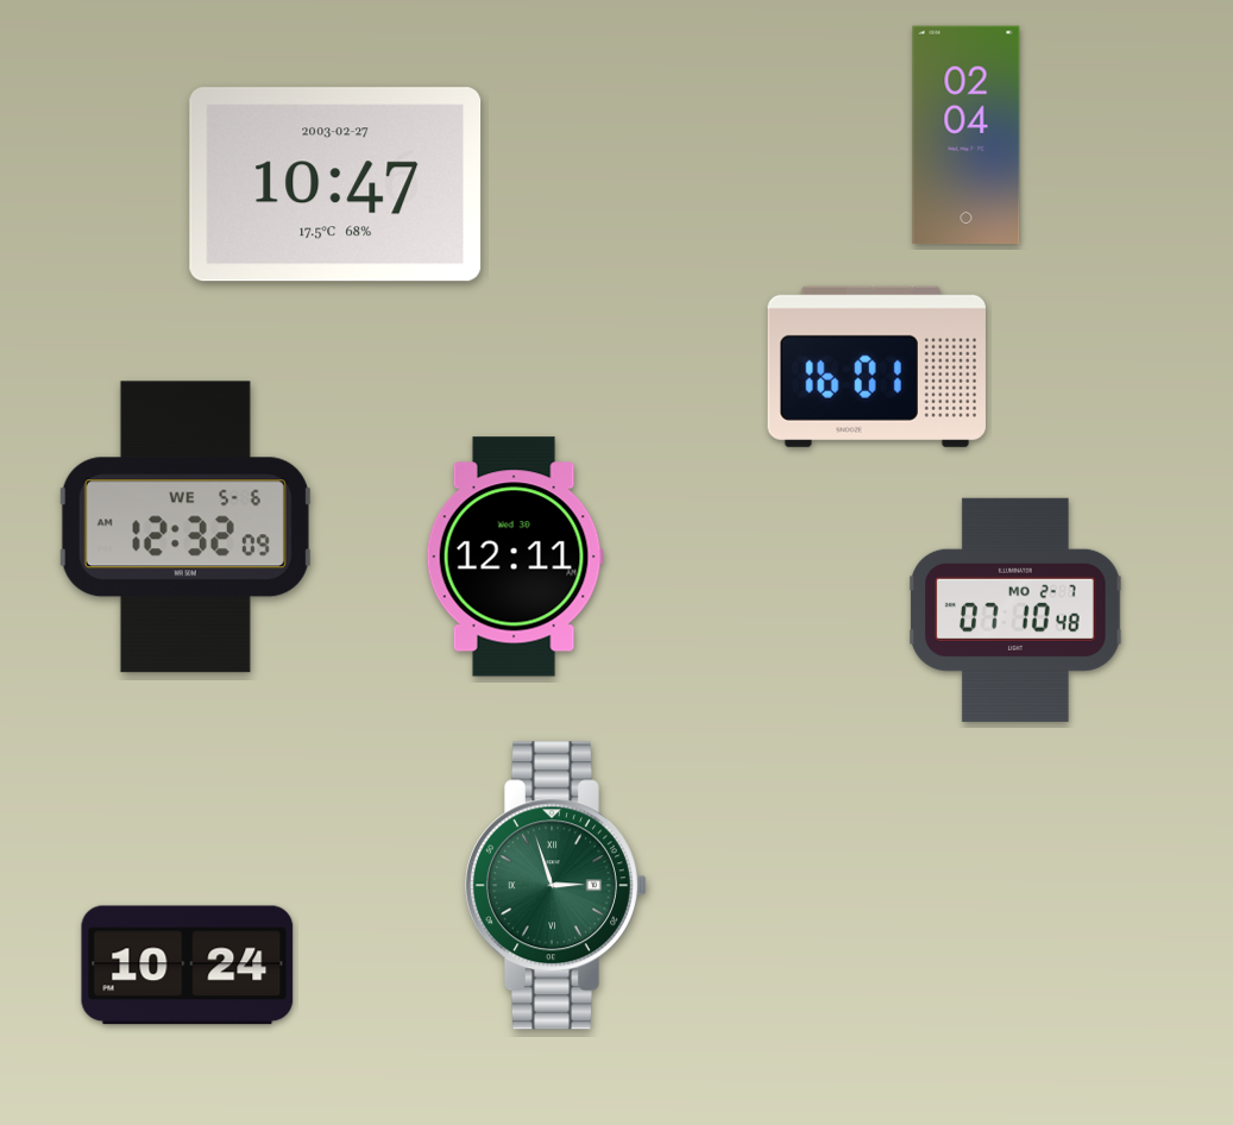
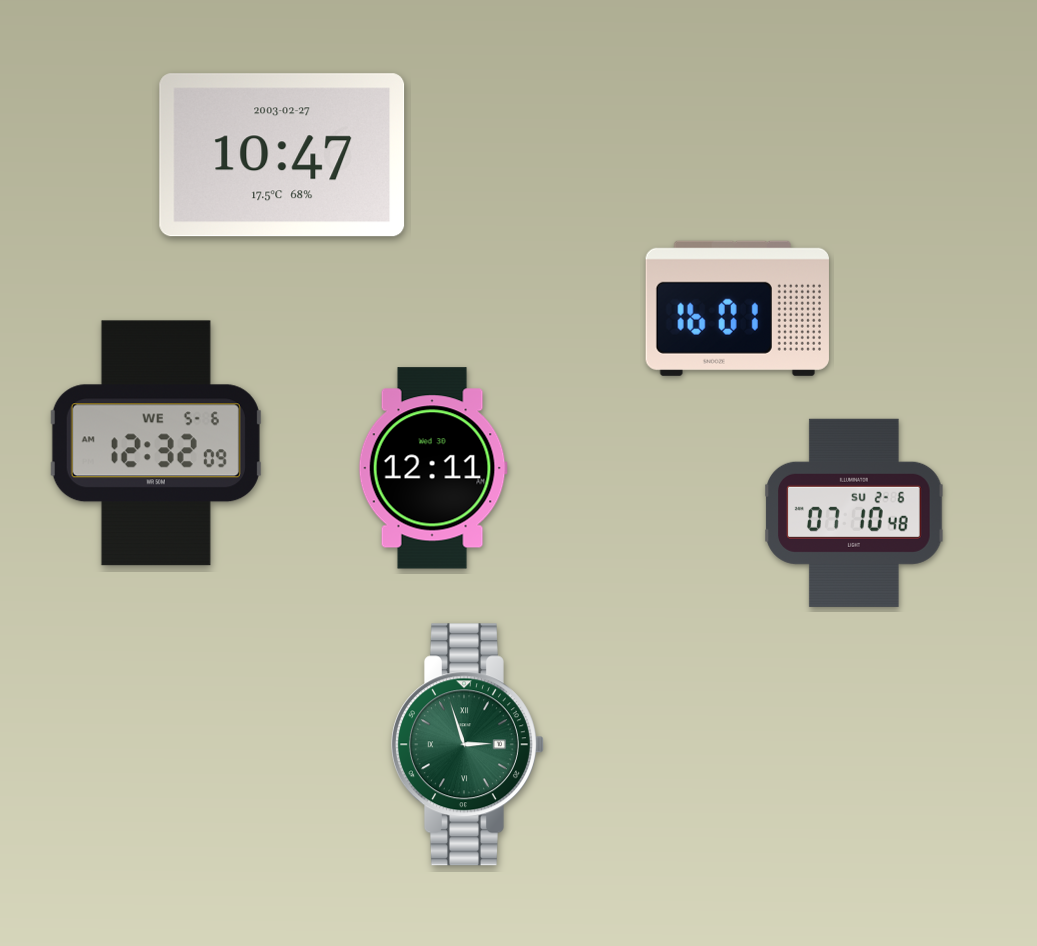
clock at (967, 136): 02:04 -> none
clock at (1015, 610) date: MO 2-7 -> SU 2-6
clock at (188, 966): 10:24 -> none
